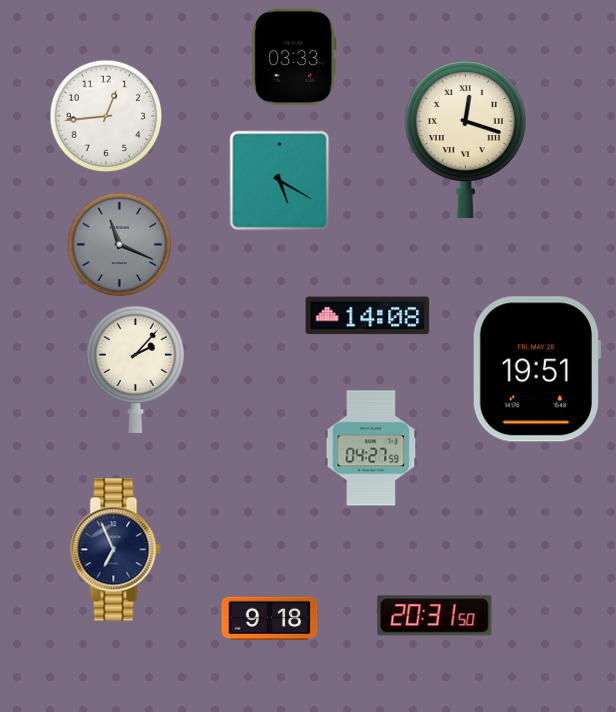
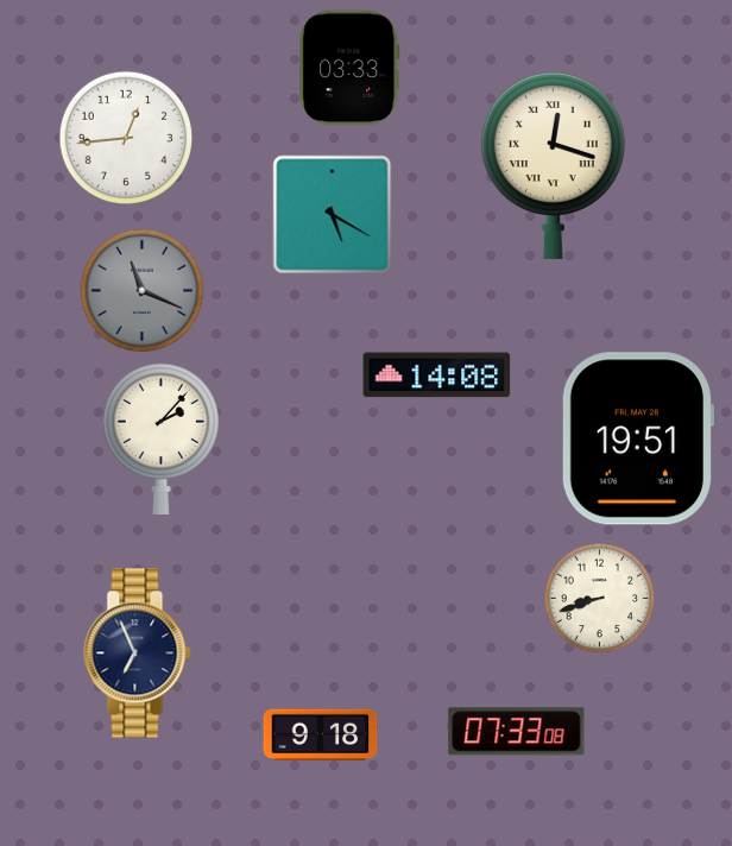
clock at (371, 448): 04:27 -> none
clock at (600, 599): none -> 8:42
clock at (435, 616): 20:31 -> 07:33
